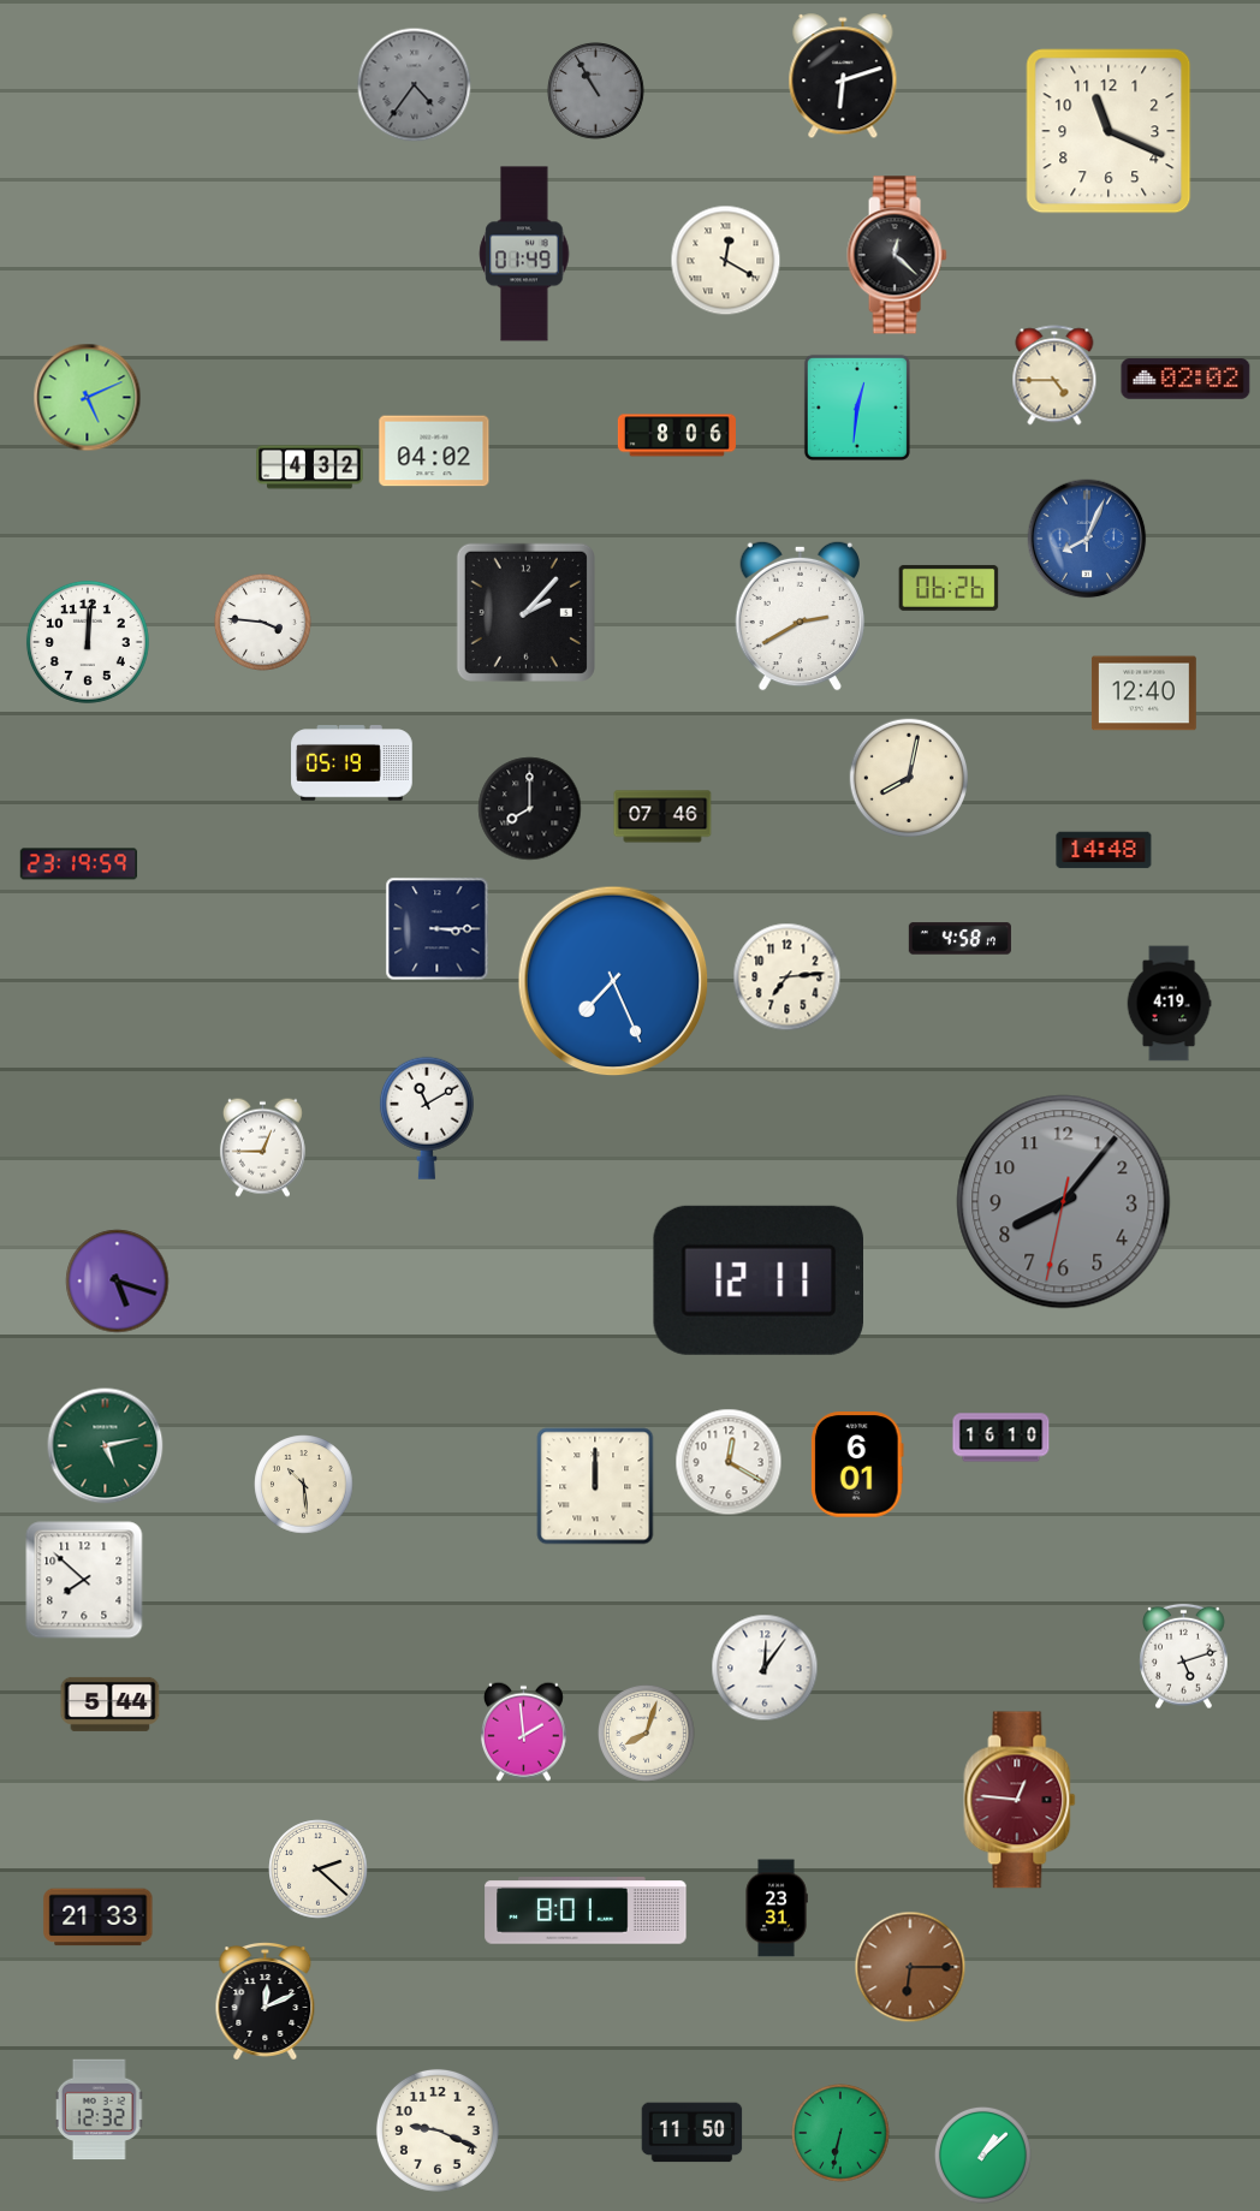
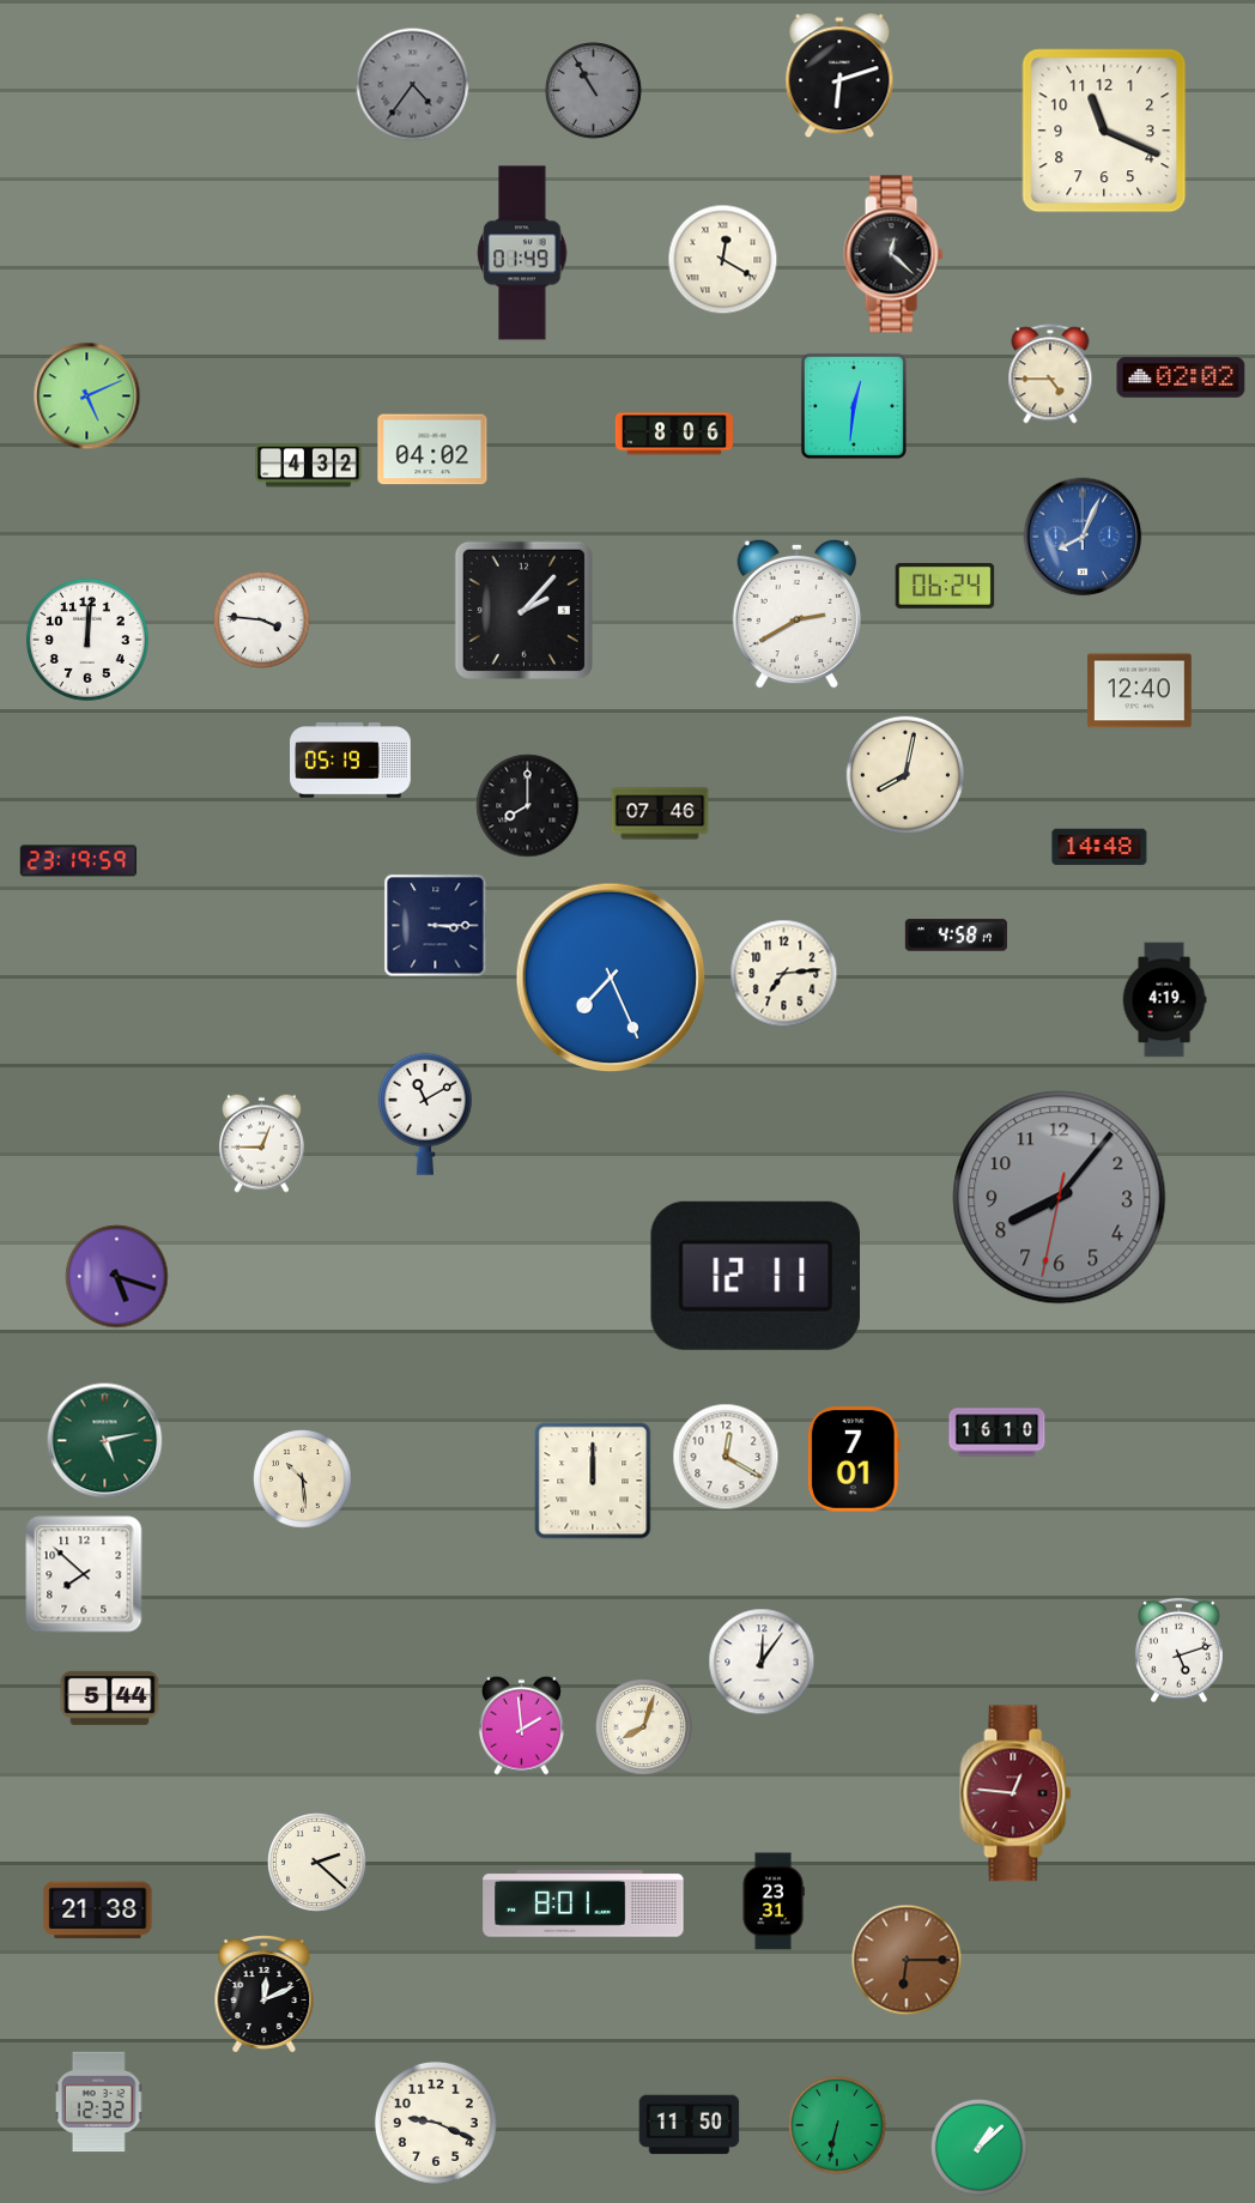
clock at (949, 588): 06:26 -> 06:24
clock at (857, 1464): 6:01 -> 7:01
clock at (99, 1918): 21:33 -> 21:38
